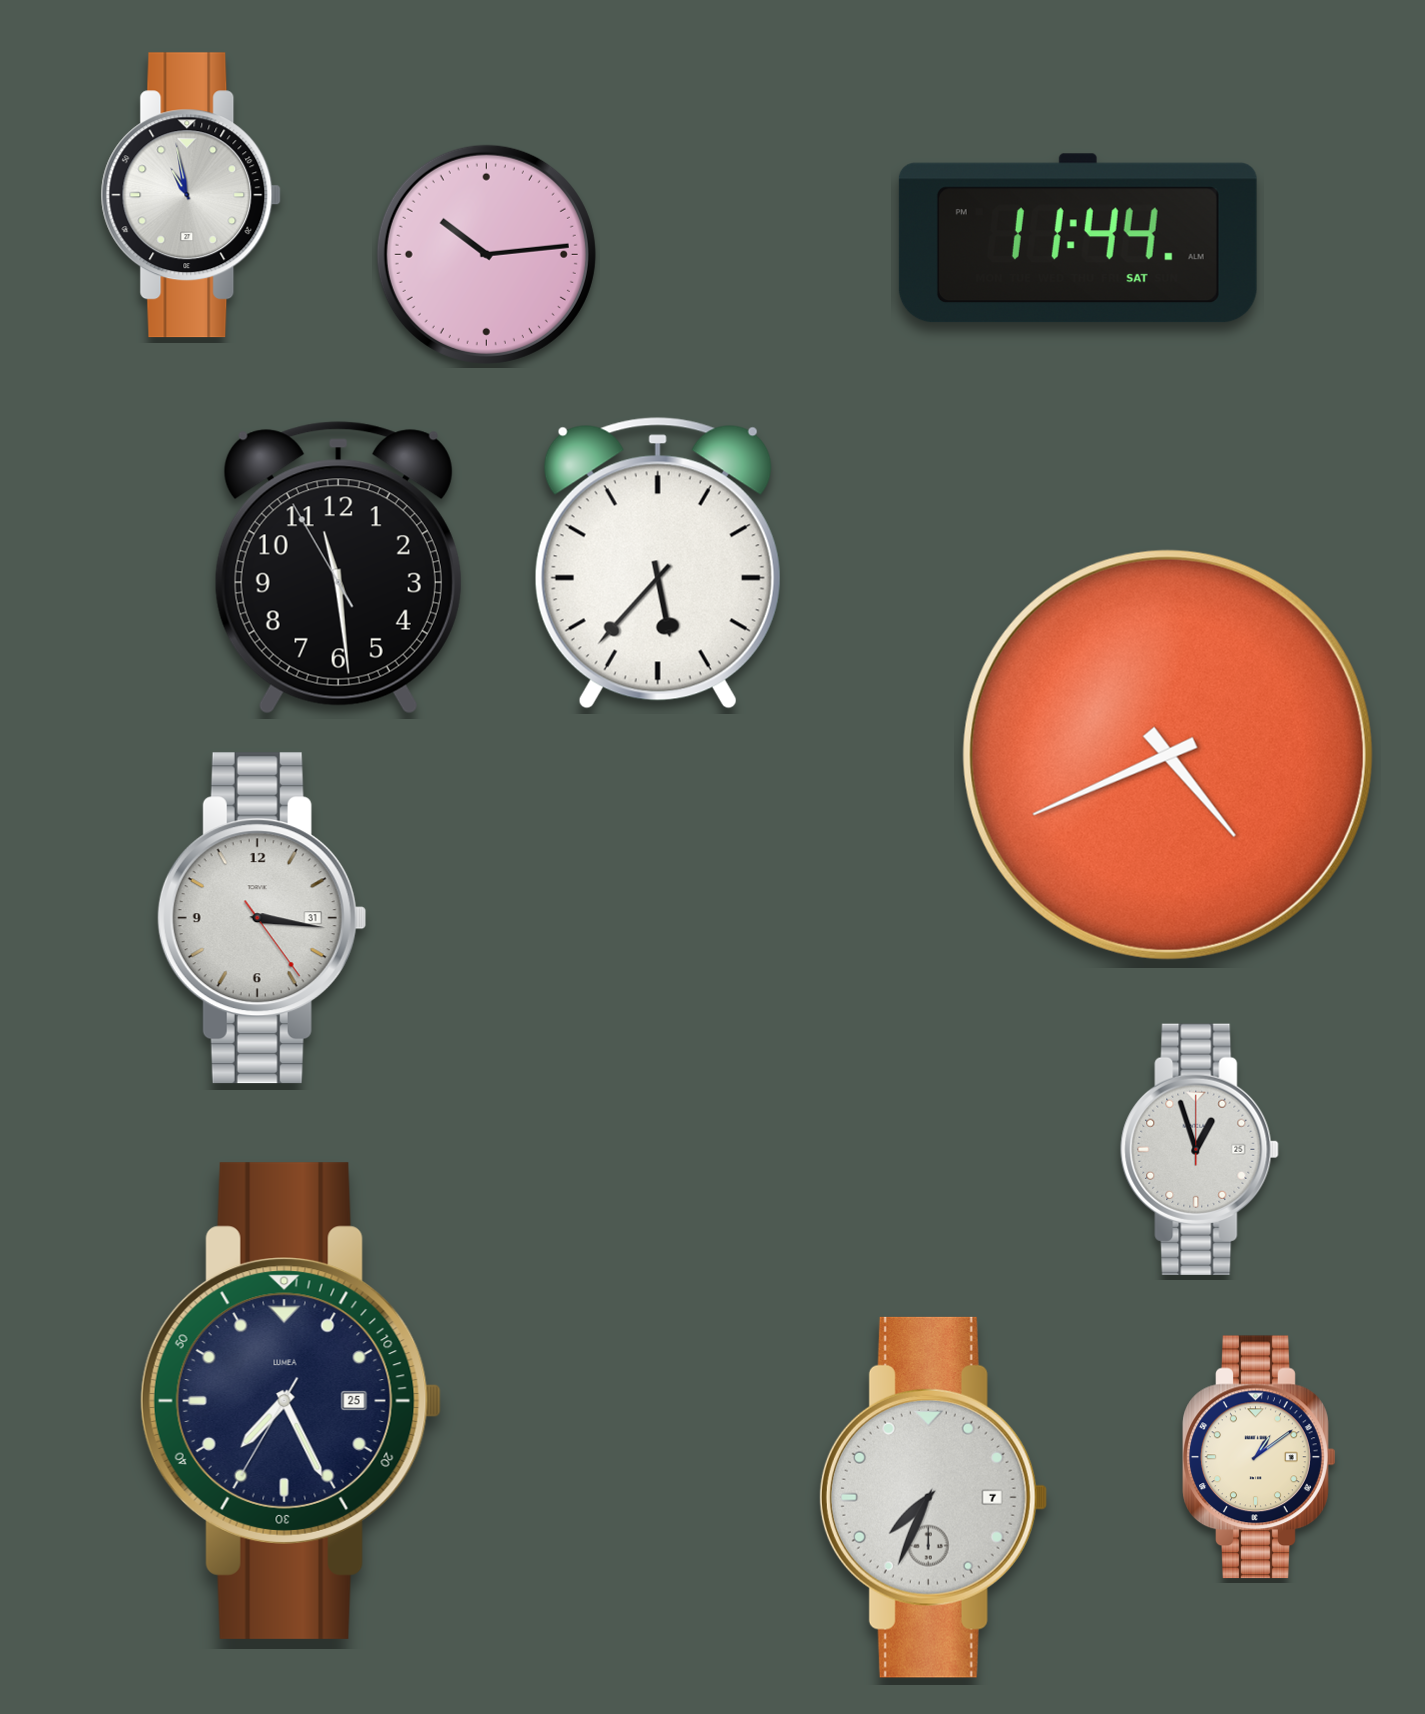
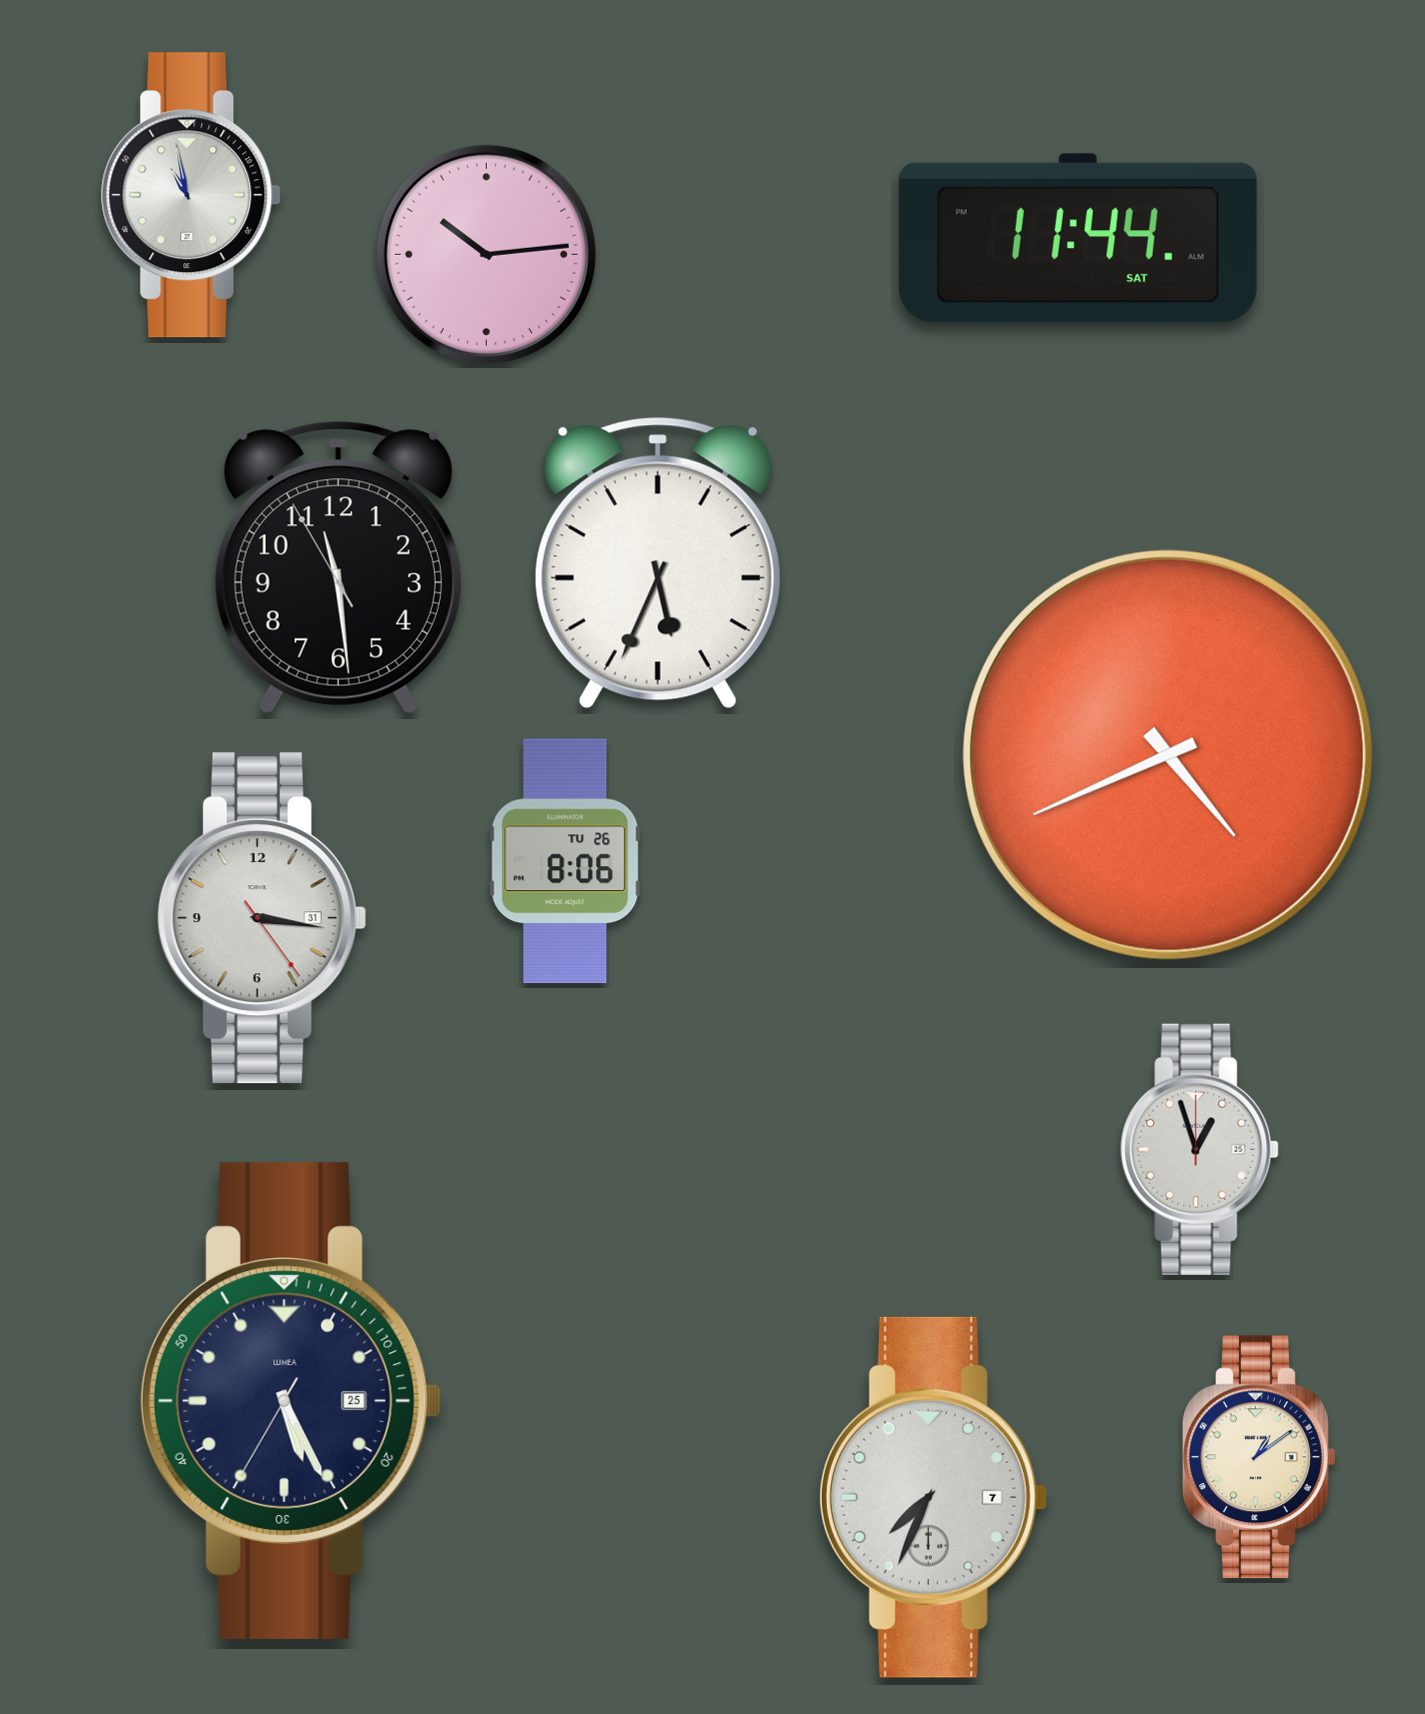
clock at (658, 563): 5:37 -> 5:34
clock at (565, 861): none -> 8:06
clock at (291, 1401): 7:25 -> 5:25
